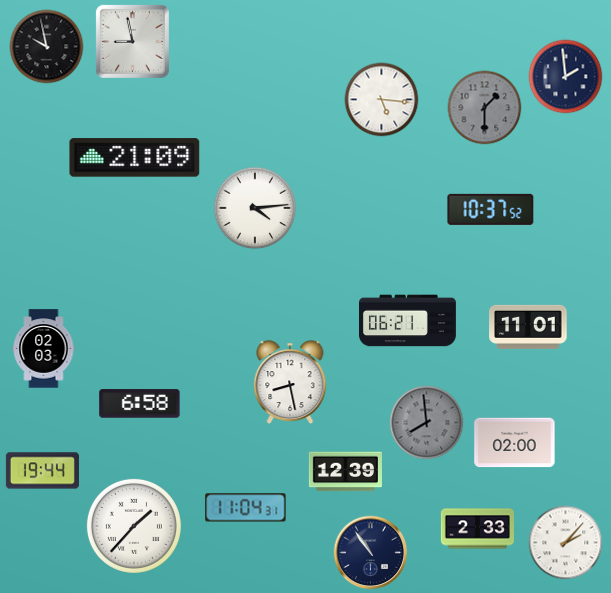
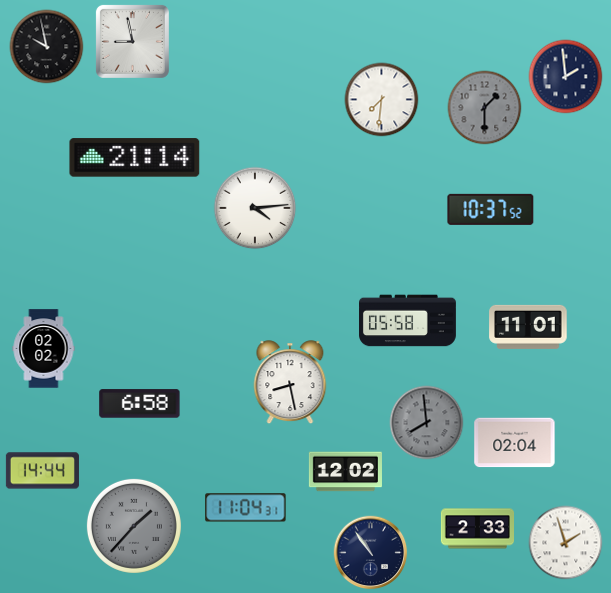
clock at (382, 100): 5:16 -> 7:31
clock at (135, 158): 21:09 -> 21:14
clock at (408, 321): 06:21 -> 05:58
clock at (44, 349): 02:03 -> 02:02
clock at (515, 443): 02:00 -> 02:04
clock at (42, 471): 19:44 -> 14:44
clock at (345, 472): 12:39 -> 12:02
clock at (134, 526) dial: white -> grey
clock at (566, 543): 2:07 -> 1:57
